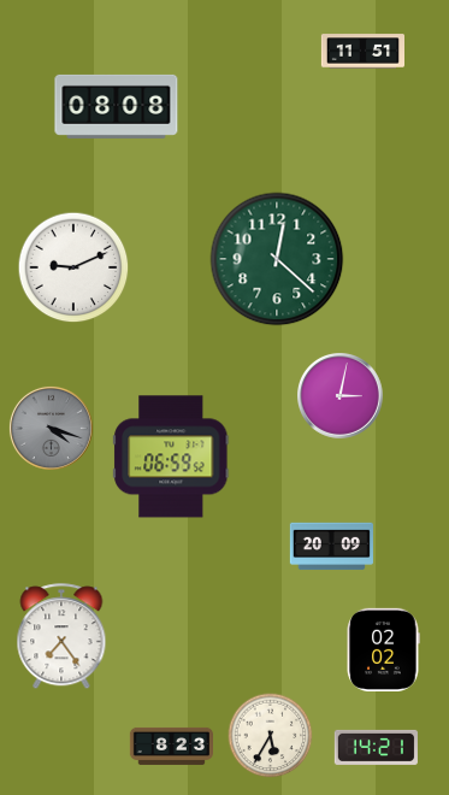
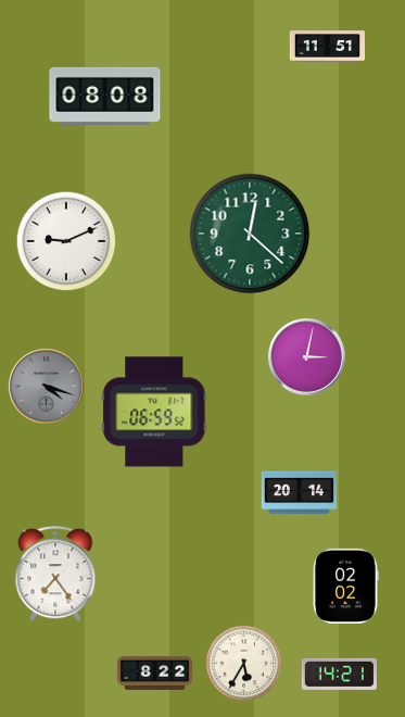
clock at (331, 547): 20:09 -> 20:14
clock at (171, 746): 8:23 -> 8:22
